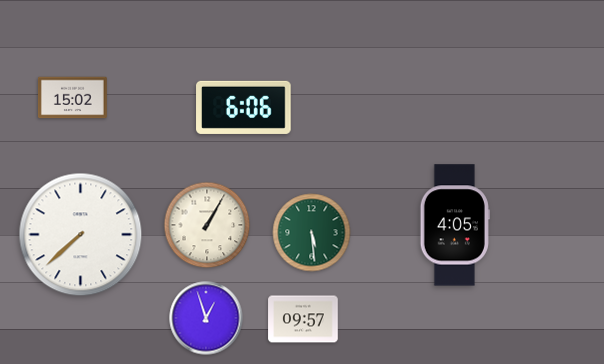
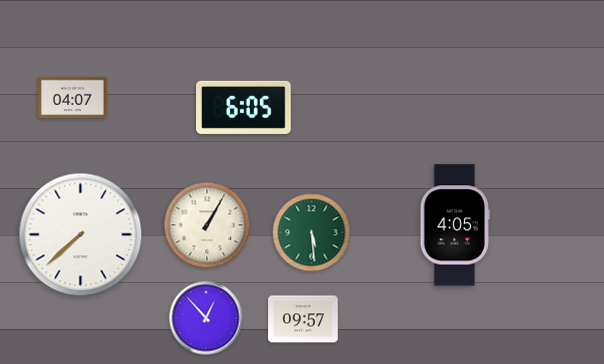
clock at (72, 98): 15:02 -> 04:07
clock at (244, 107): 6:06 -> 6:05
clock at (206, 318): 12:57 -> 12:53
